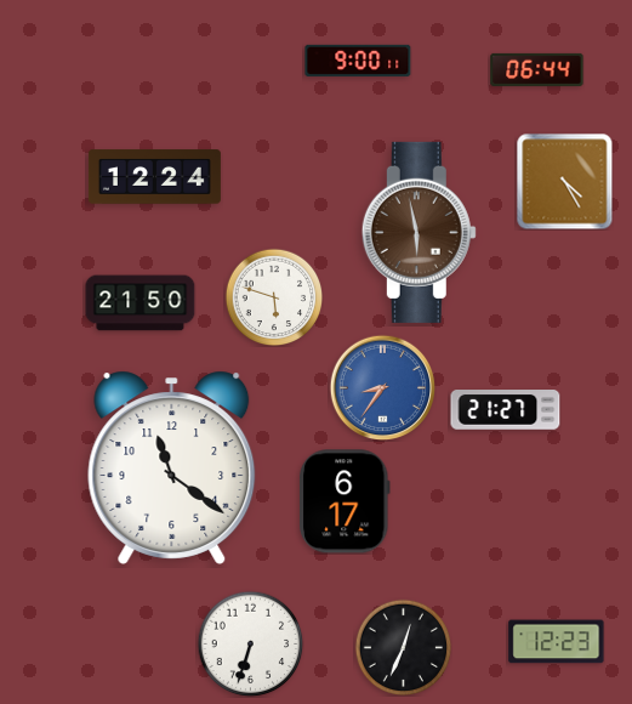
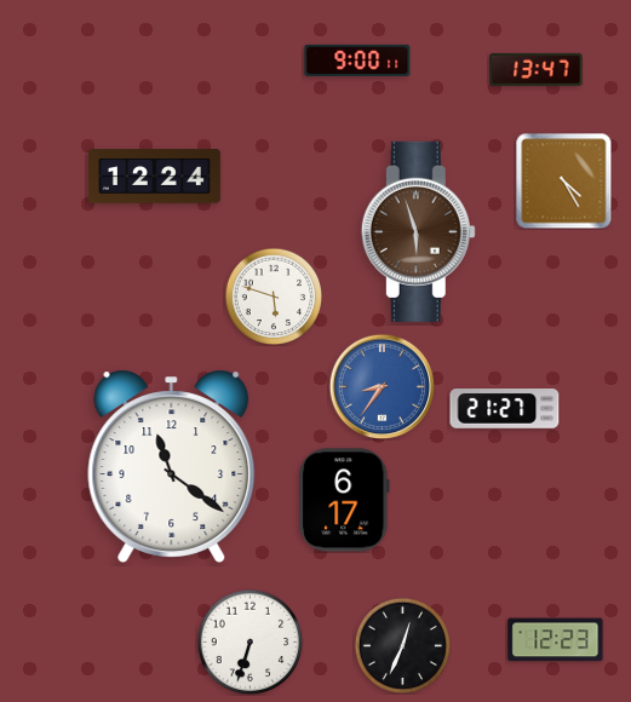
clock at (537, 69): 06:44 -> 13:47
clock at (419, 232): 5:58 -> 5:57
clock at (141, 303): 21:50 -> none
